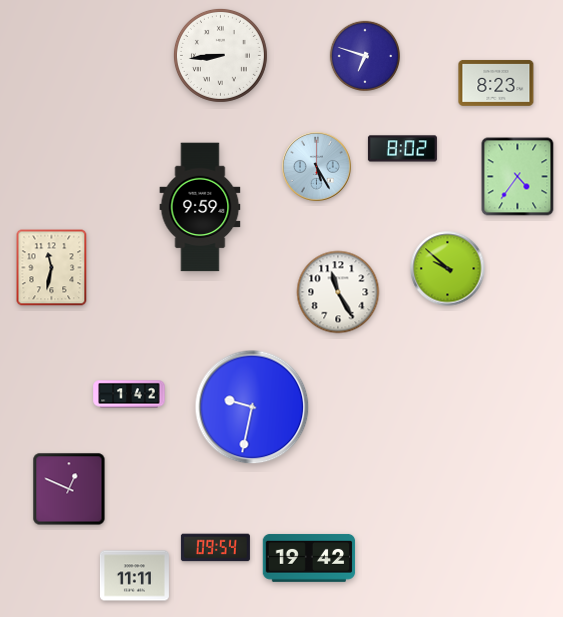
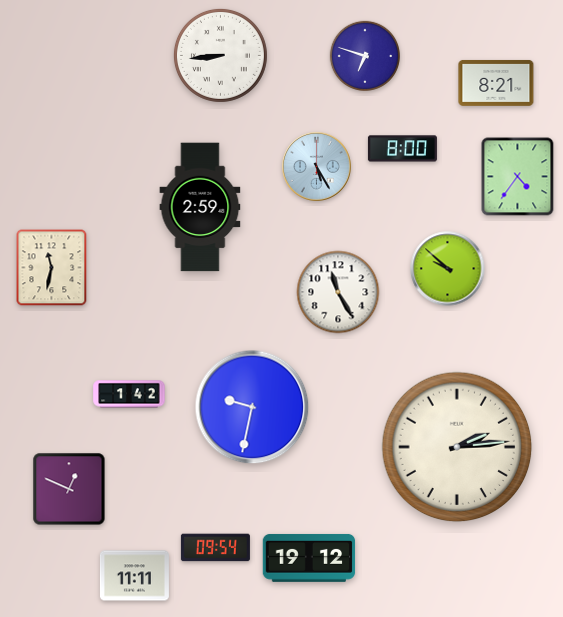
clock at (496, 83): 8:23 -> 8:21
clock at (402, 149): 8:02 -> 8:00
clock at (200, 207): 9:59 -> 2:59
clock at (457, 447): none -> 2:14
clock at (309, 558): 19:42 -> 19:12
